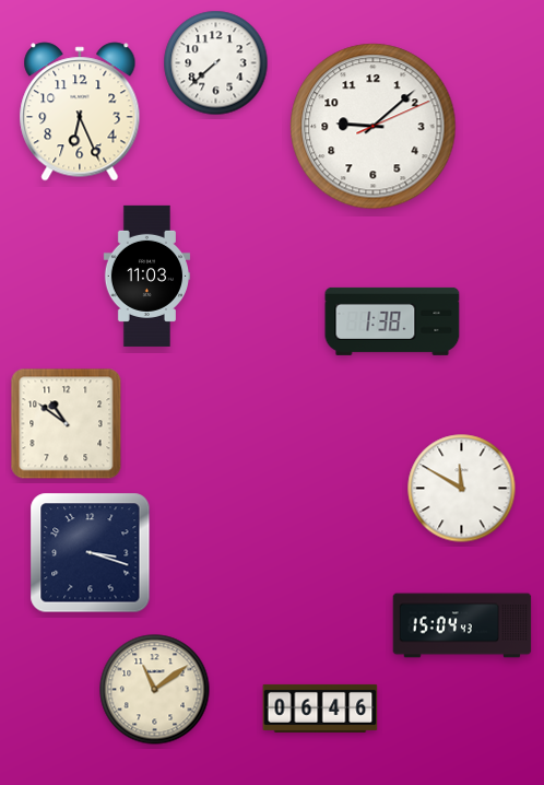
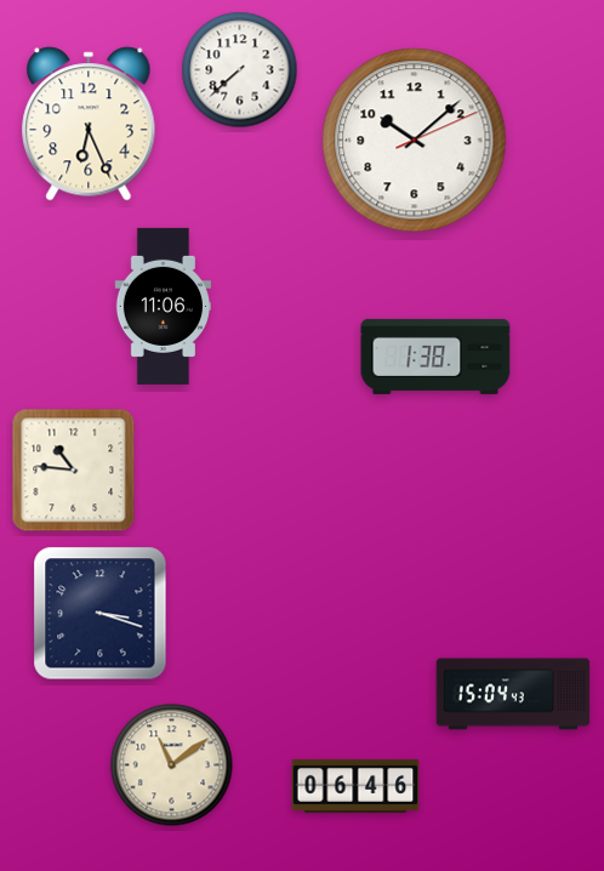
clock at (374, 127): 9:08 -> 10:08
clock at (146, 276): 11:03 -> 11:06
clock at (67, 424): 10:51 -> 10:46
clock at (462, 489): 11:50 -> none
